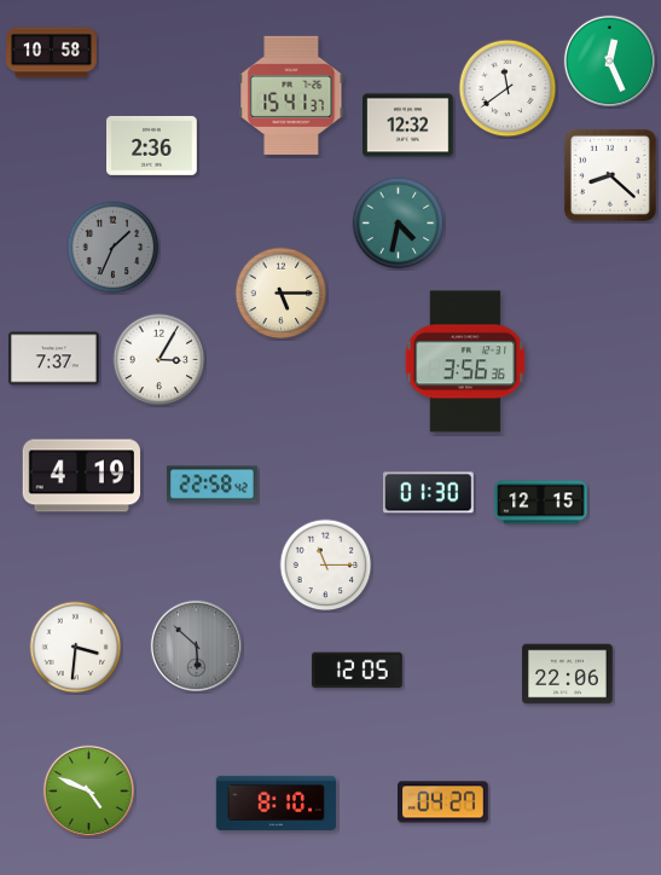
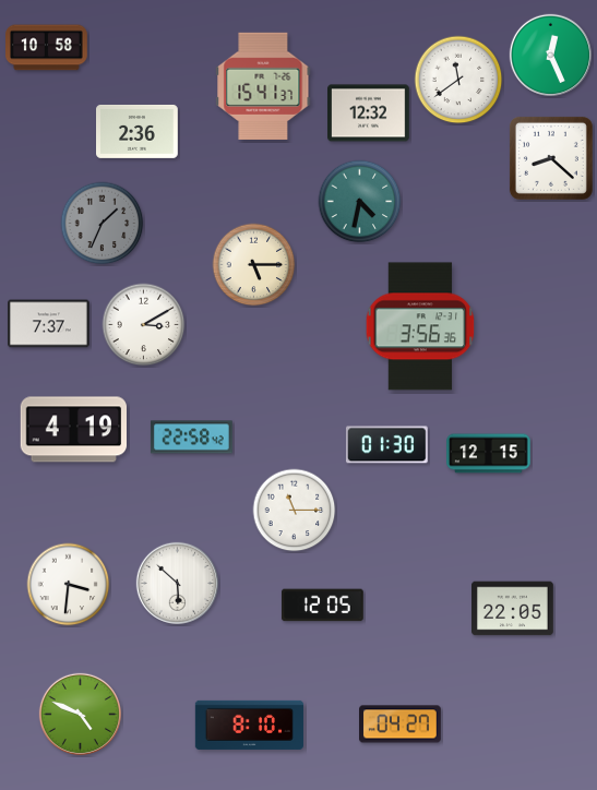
clock at (160, 360): 3:05 -> 3:10
clock at (196, 645) dial: grey -> white
clock at (568, 674): 22:06 -> 22:05
